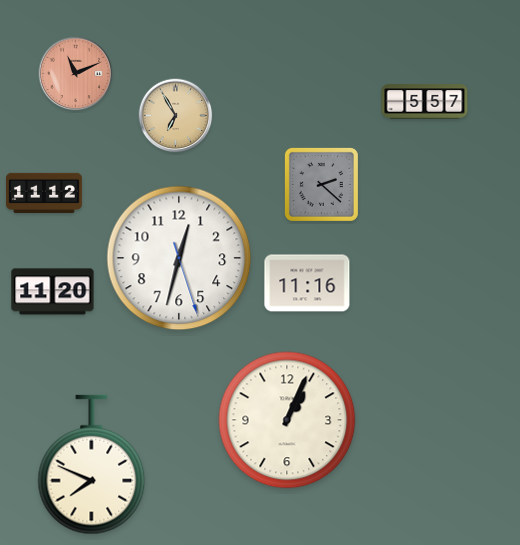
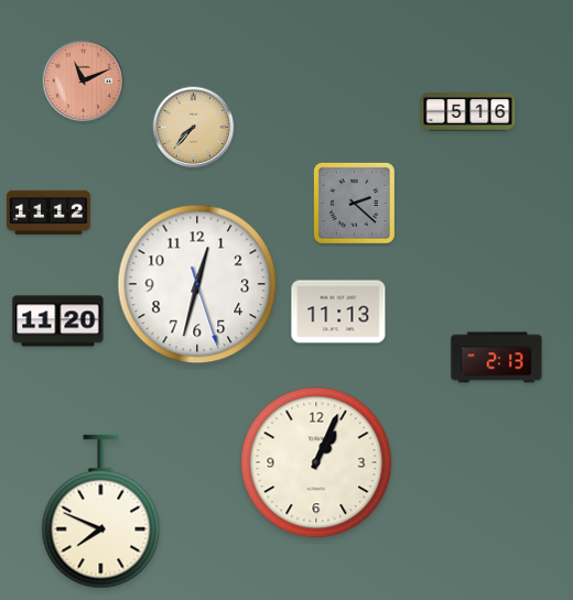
clock at (425, 102): 5:57 -> 5:16
clock at (176, 116): 6:55 -> 7:37
clock at (307, 283): 11:16 -> 11:13
clock at (497, 358): none -> 2:13
